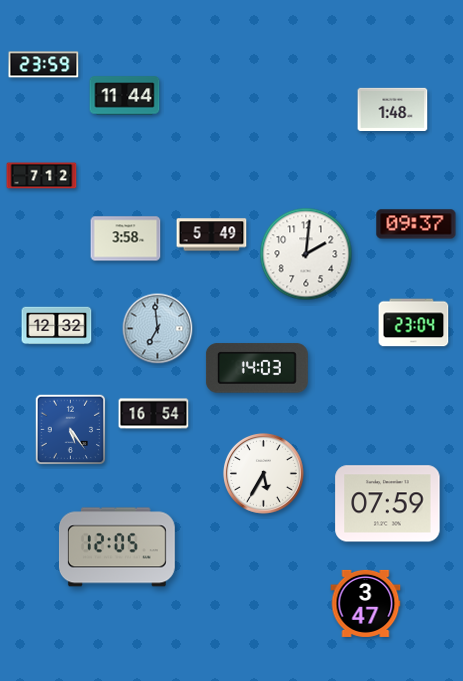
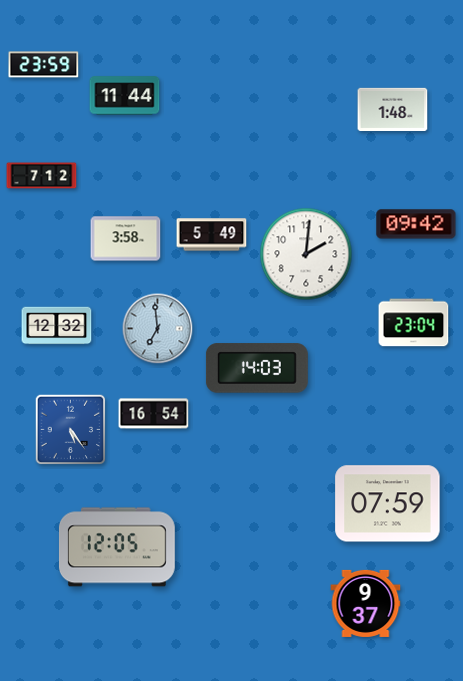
clock at (416, 224): 09:37 -> 09:42
clock at (263, 473): 5:35 -> none
clock at (366, 603): 3:47 -> 9:37
